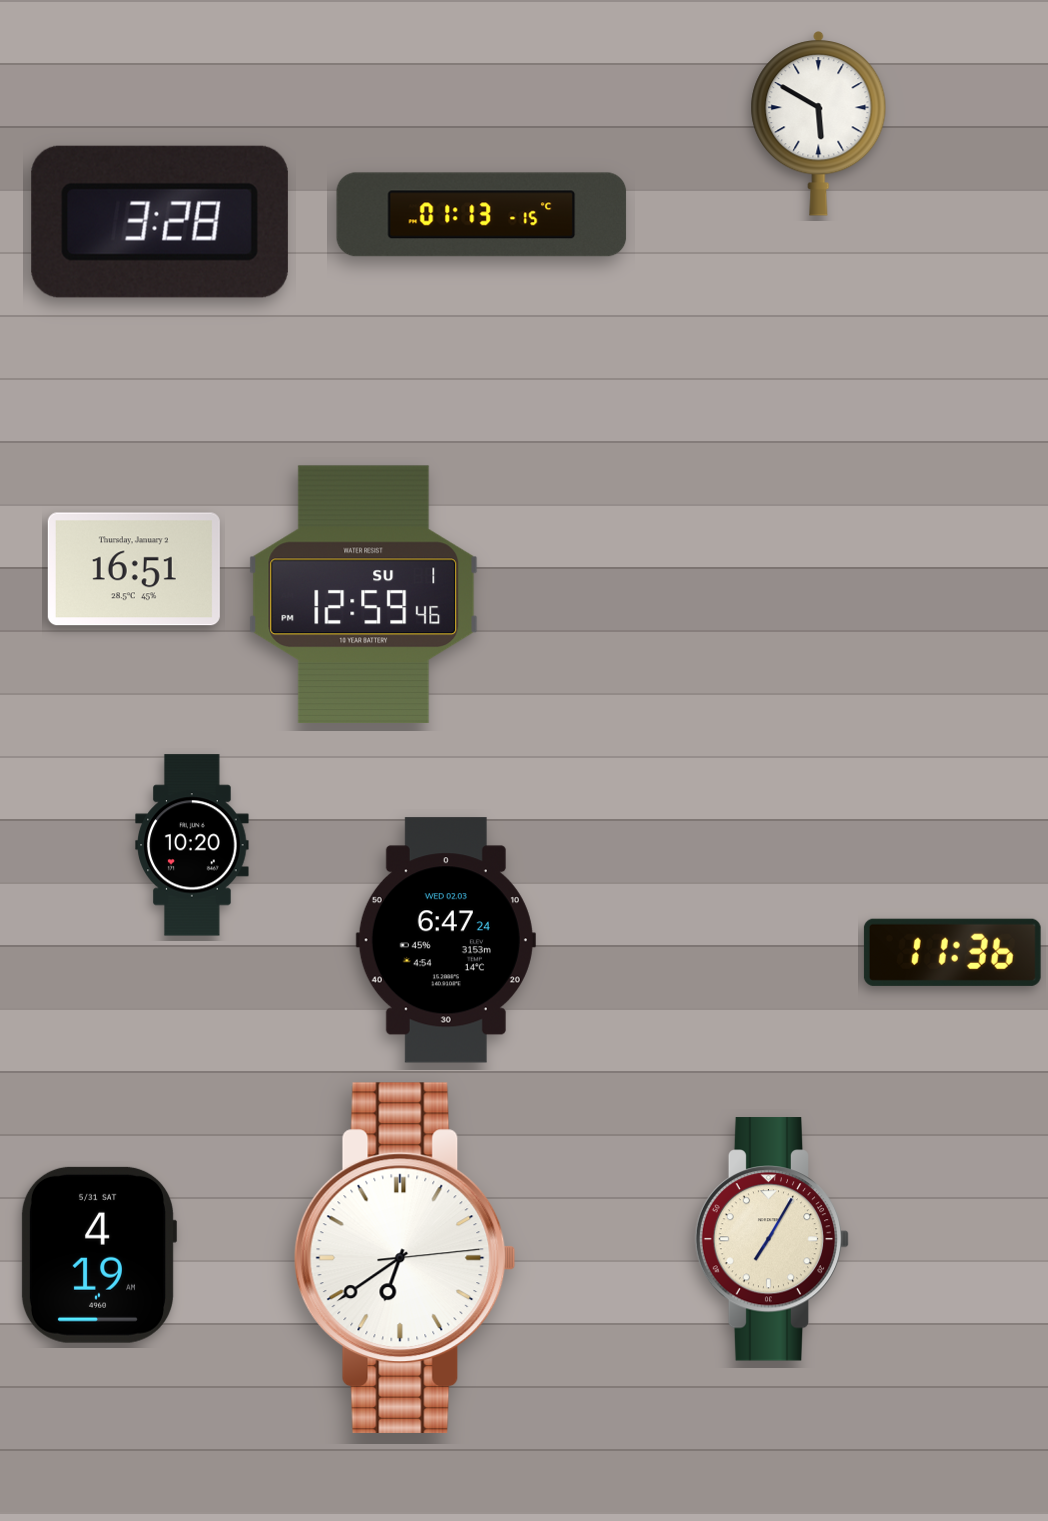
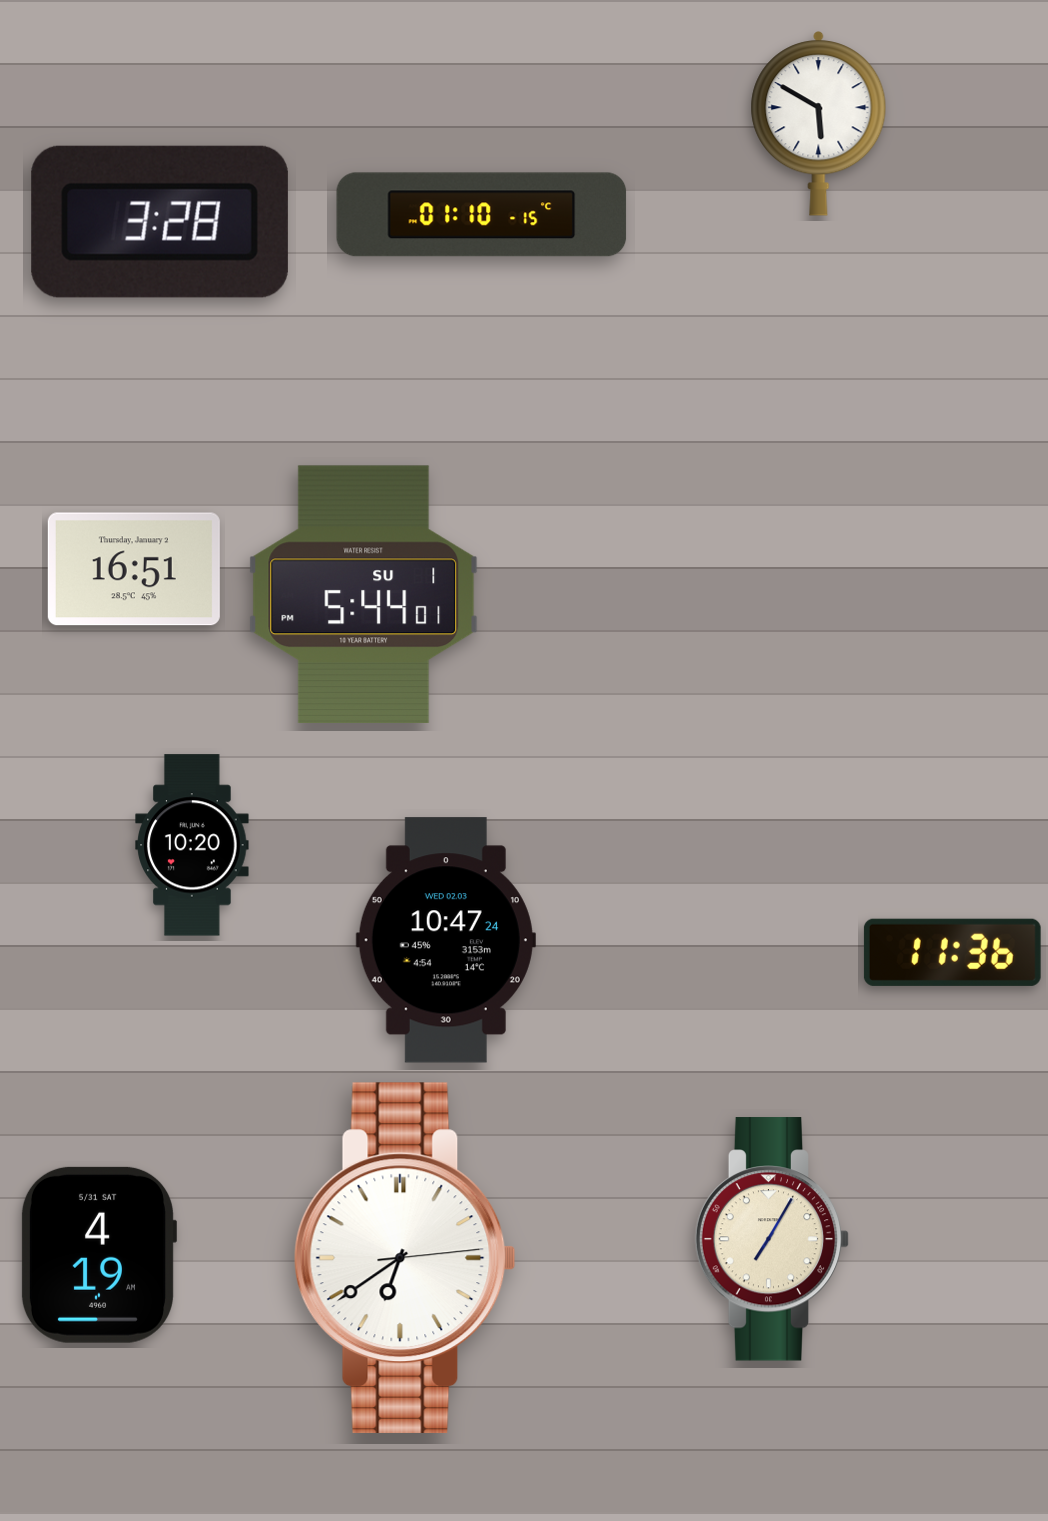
clock at (482, 215): 01:13 -> 01:10
clock at (364, 594): 12:59 -> 5:44
clock at (446, 940): 6:47 -> 10:47
